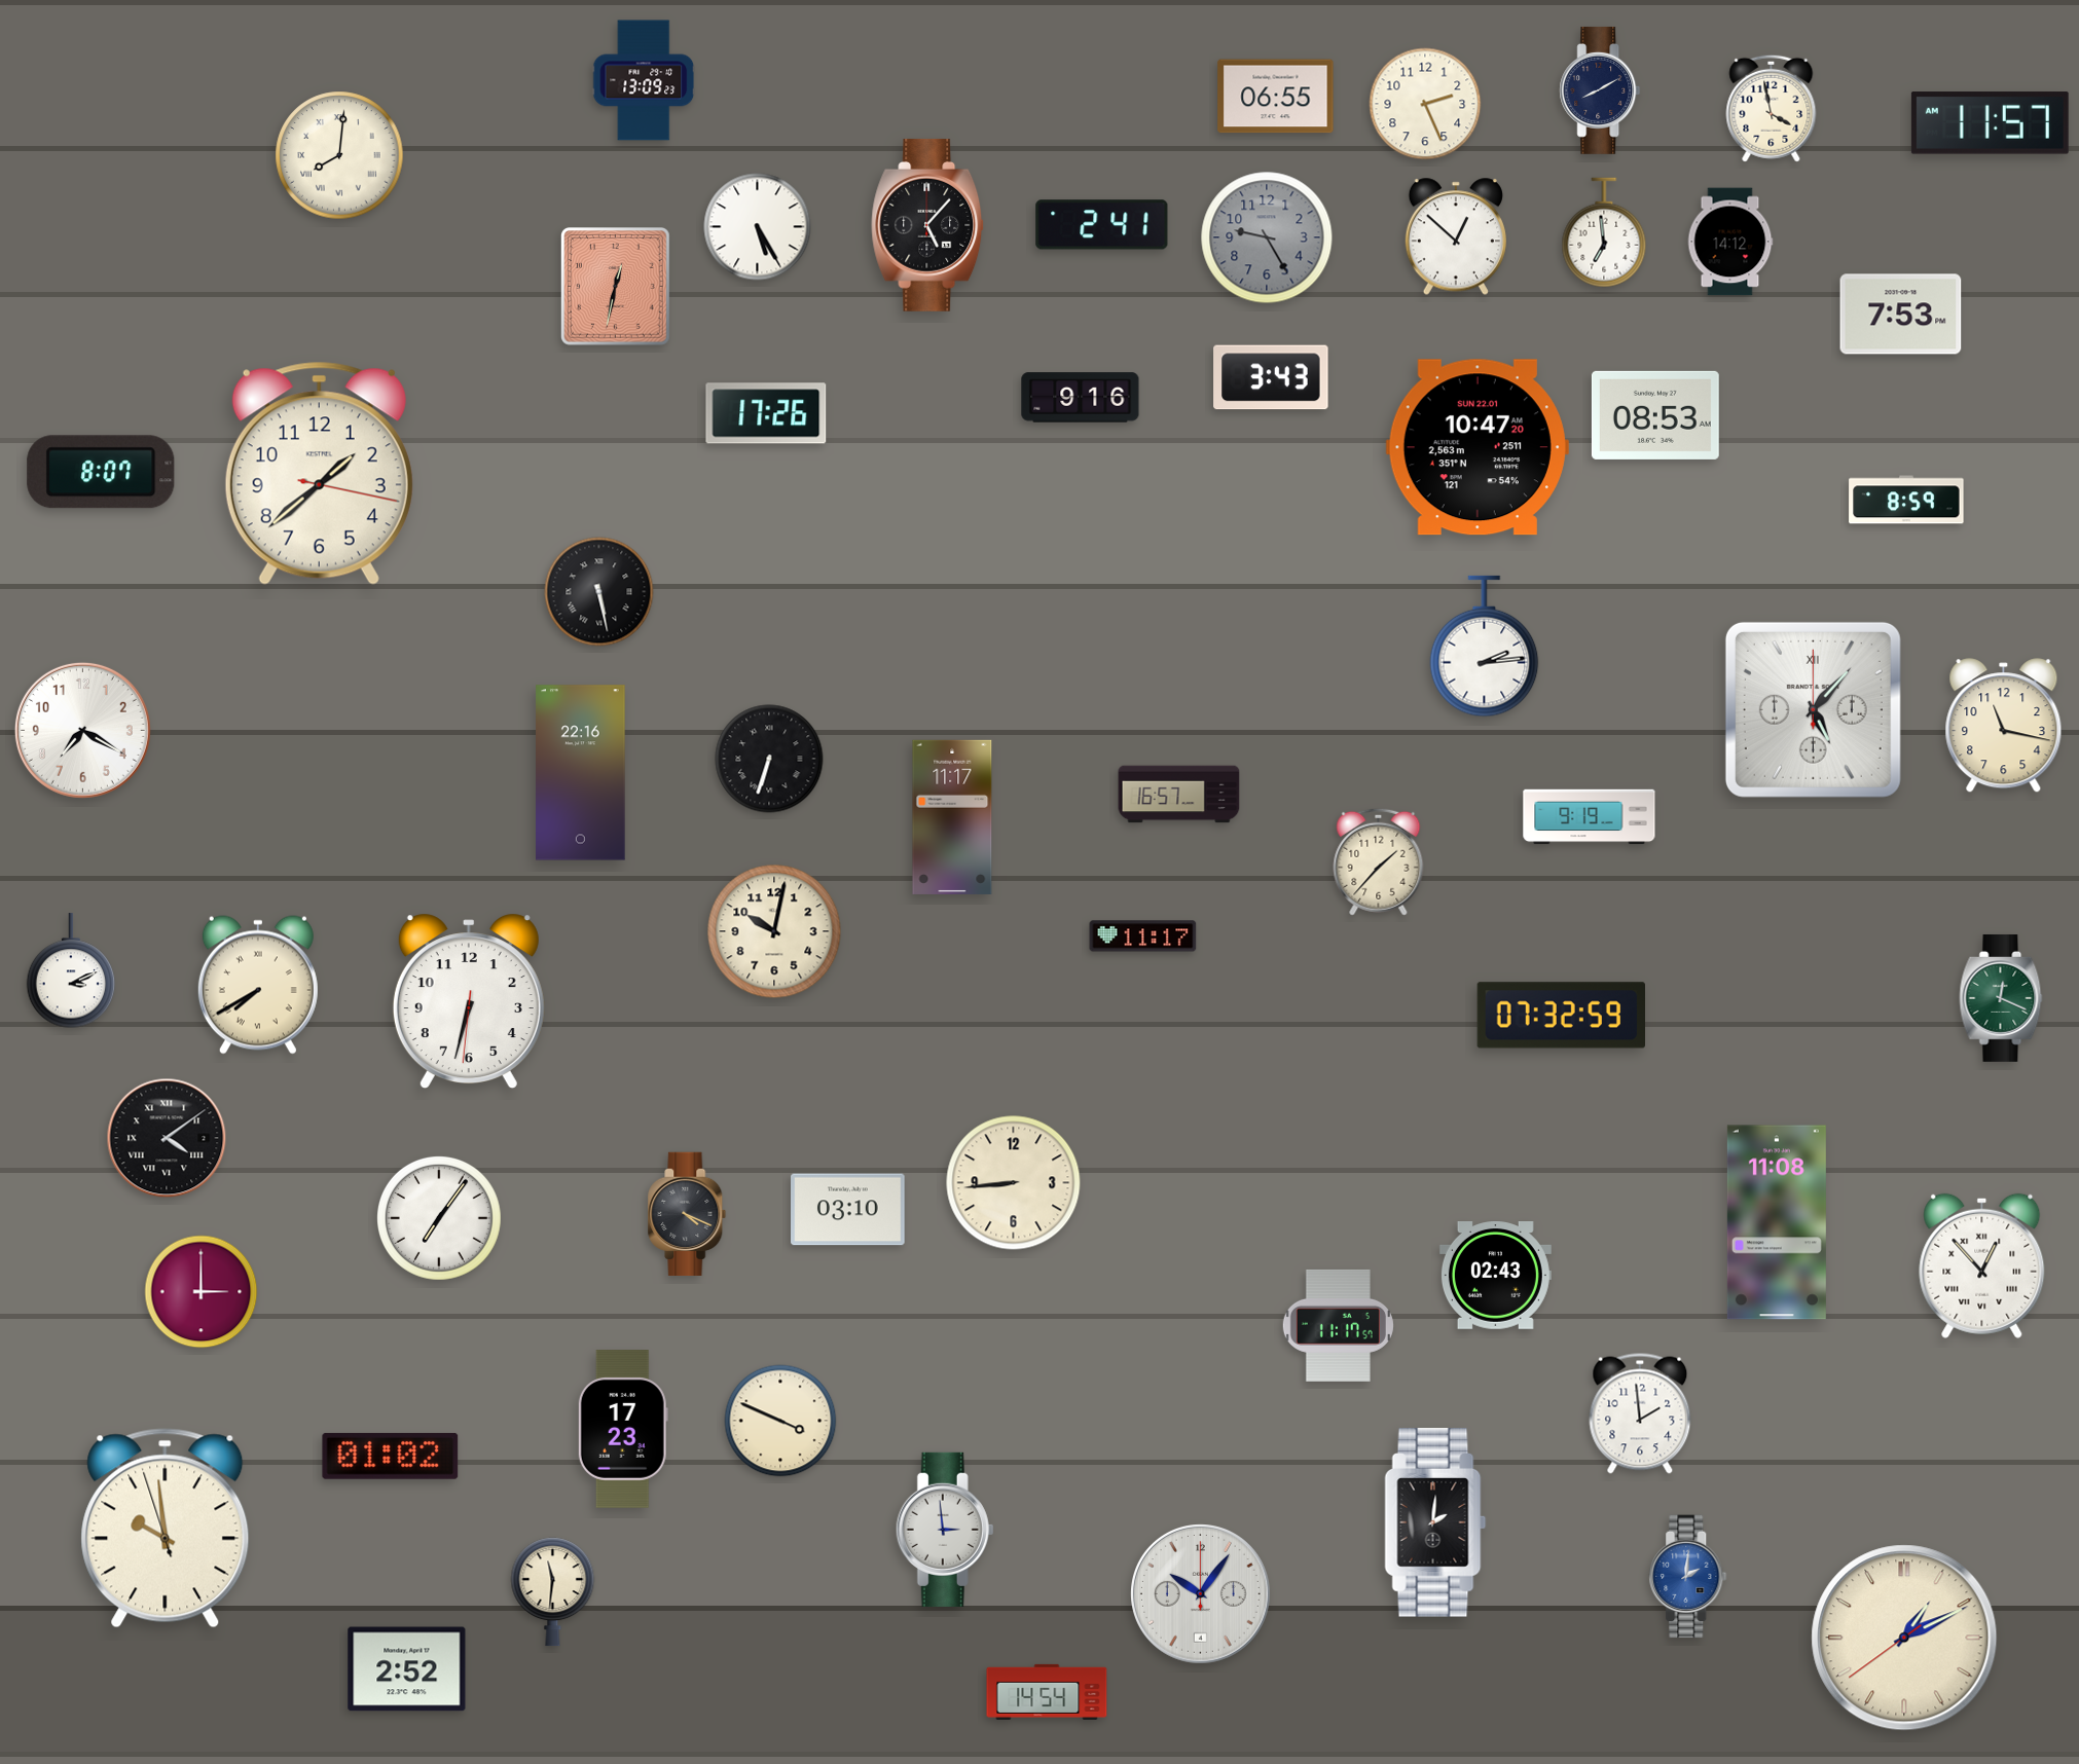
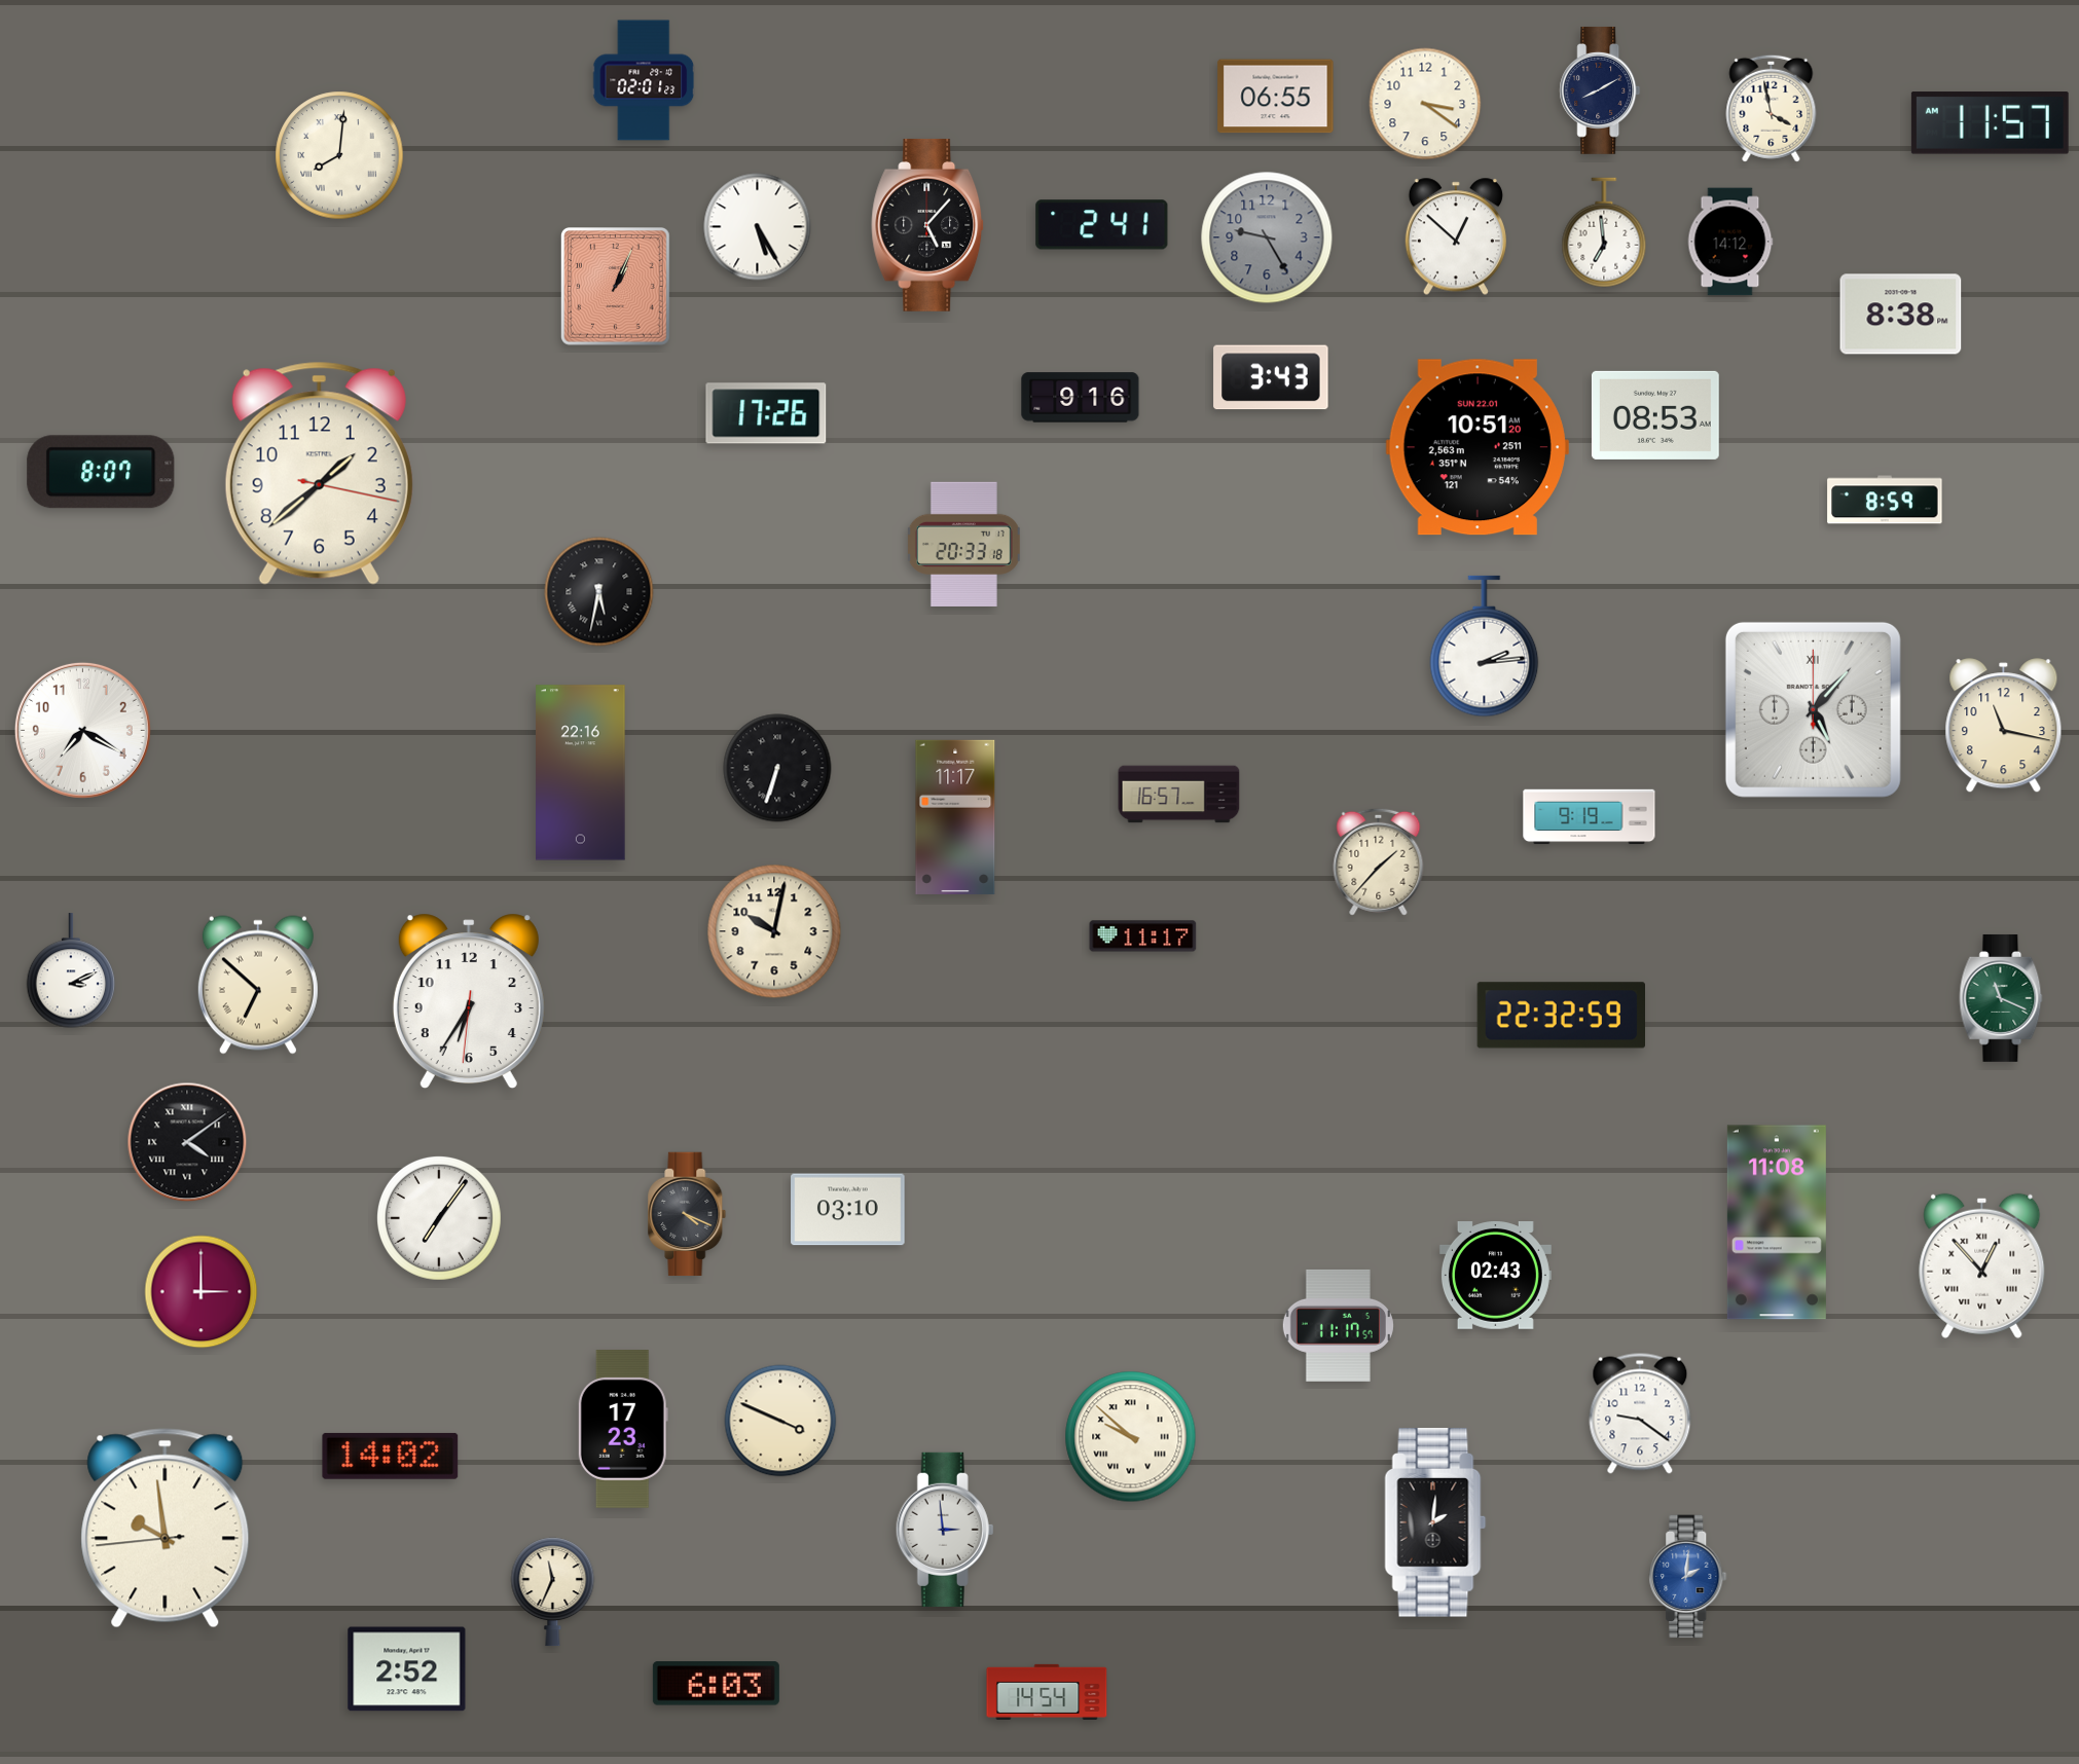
clock at (644, 80): 13:09 -> 02:01
clock at (1425, 104): 2:26 -> 3:21
clock at (615, 287): 12:32 -> 1:04
clock at (1901, 315): 7:53 -> 8:38
clock at (1478, 447): 10:47 -> 10:51
clock at (1906, 500) position: (1906, 500) -> (1885, 500)
clock at (963, 544): none -> 20:33
clock at (599, 592): 5:28 -> 5:32
clock at (769, 759) position: (769, 759) -> (777, 768)
clock at (952, 817) position: (952, 817) -> (955, 817)
clock at (258, 985): 7:40 -> 6:52
clock at (2001, 998): 12:19 -> 11:19
clock at (469, 1001): 6:32 -> 6:35
clock at (1561, 1016): 07:32 -> 22:32
clock at (167, 1138) position: (167, 1138) -> (187, 1142)
clock at (1014, 1183): 8:44 -> none
clock at (1640, 1413): 1:59 -> 9:21
clock at (1131, 1437): none -> 9:52
clock at (391, 1456): 01:02 -> 14:02
clock at (166, 1529): 9:58:57 -> 9:58:44
clock at (553, 1592): 11:31 -> 11:34
clock at (1201, 1594): 10:06 -> none
clock at (1904, 1638): 1:10 -> none
clock at (716, 1684): none -> 6:03
